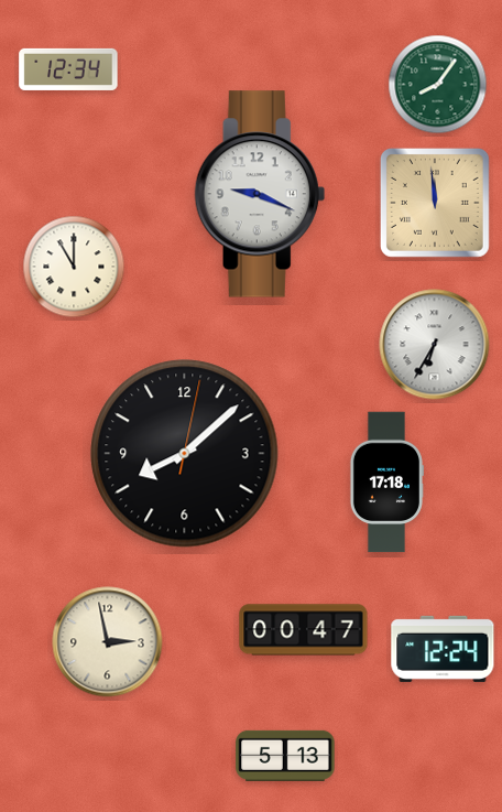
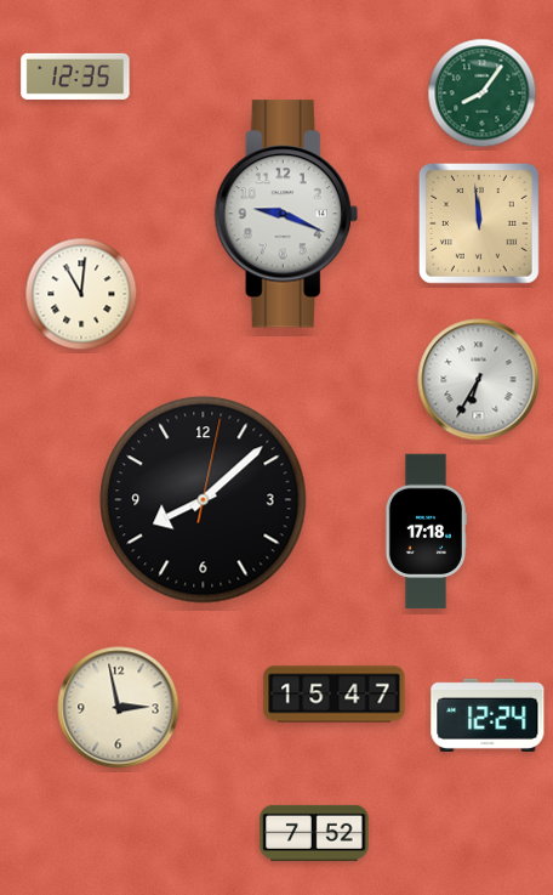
clock at (68, 69): 12:34 -> 12:35
clock at (74, 267): 11:00 -> 11:01
clock at (304, 630): 00:47 -> 15:47
clock at (285, 756): 5:13 -> 7:52
